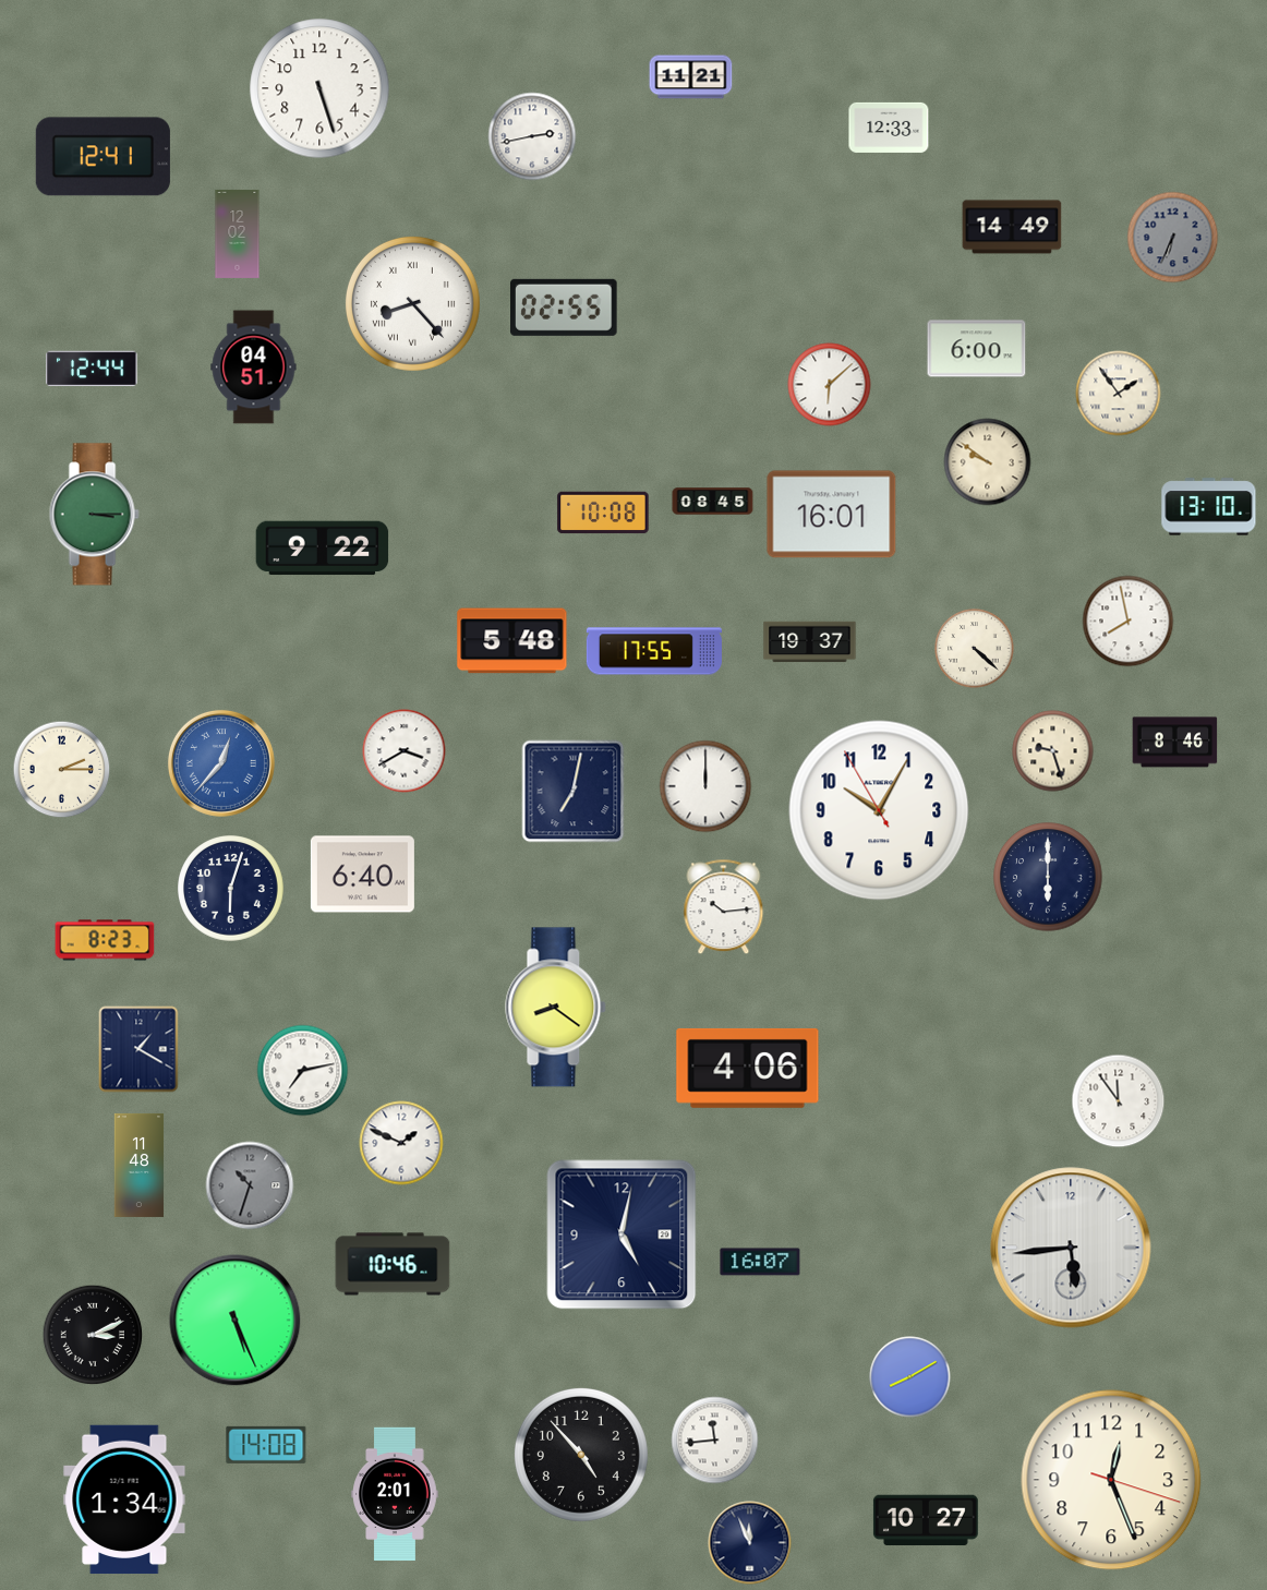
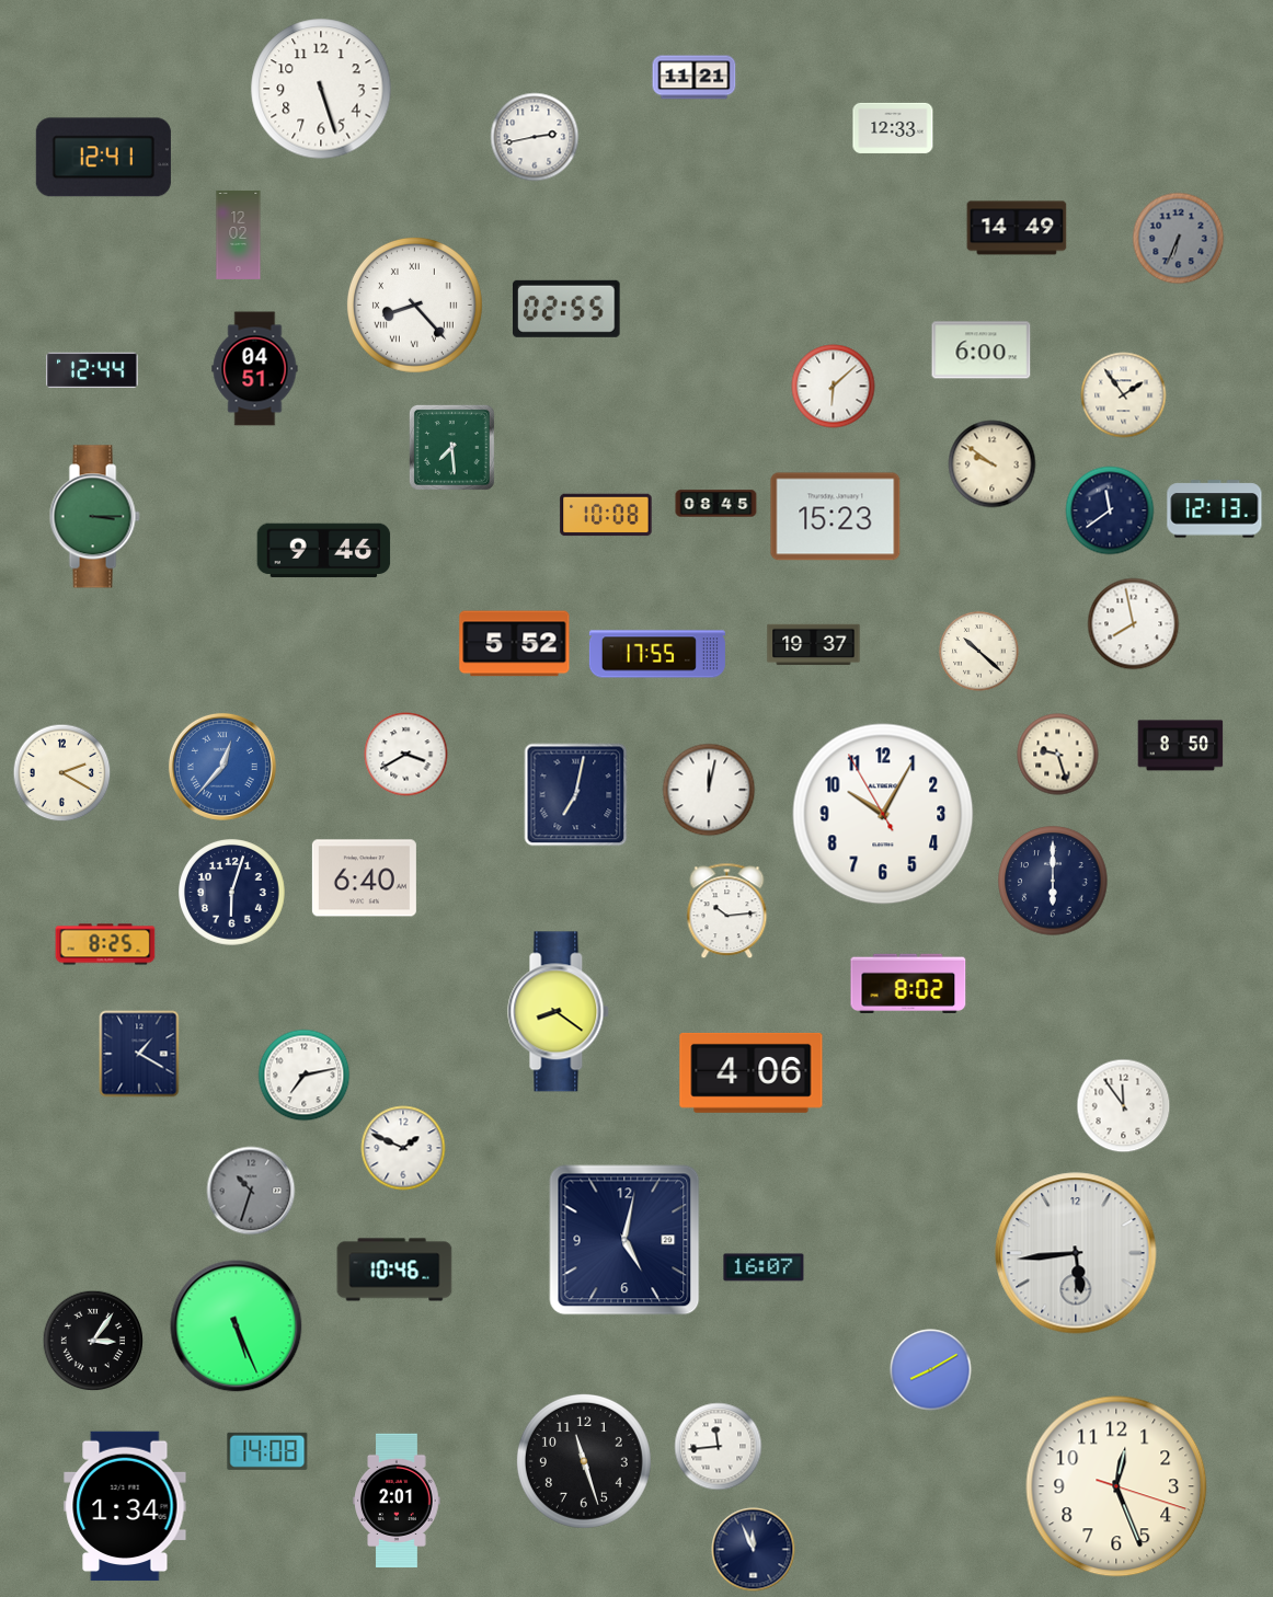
clock at (451, 447): none -> 7:29
clock at (1209, 507): 13:10 -> 12:13
clock at (1110, 510): none -> 11:39
clock at (832, 515): 16:01 -> 15:23
clock at (323, 549): 9:22 -> 9:46
clock at (512, 641): 5:48 -> 5:52
clock at (975, 649): 4:22 -> 10:22
clock at (1175, 743): 8:46 -> 8:50
clock at (62, 770): 2:15 -> 2:20
clock at (705, 786): 12:00 -> 12:02
clock at (105, 940): 8:23 -> 8:25
clock at (908, 984): none -> 8:02
clock at (140, 1165): 11:48 -> none
clock at (93, 1335): 3:11 -> 3:06
clock at (910, 1377) position: (910, 1377) -> (931, 1370)
clock at (581, 1455): 4:53 -> 11:27
clock at (926, 1520): 10:27 -> none
